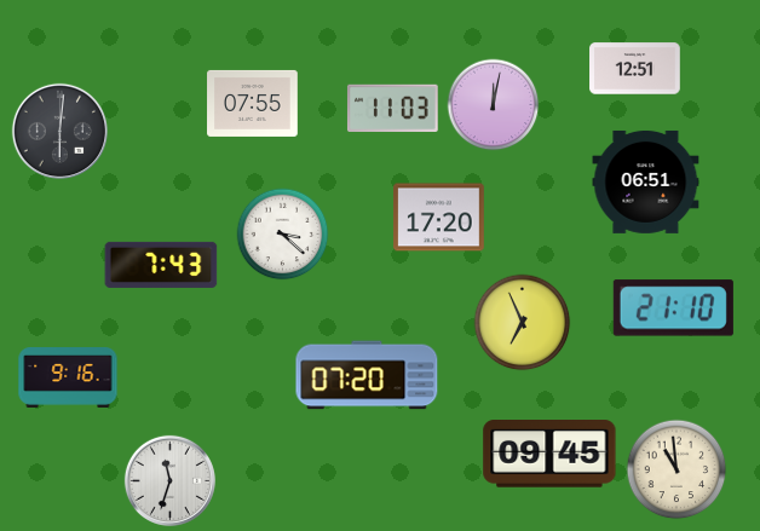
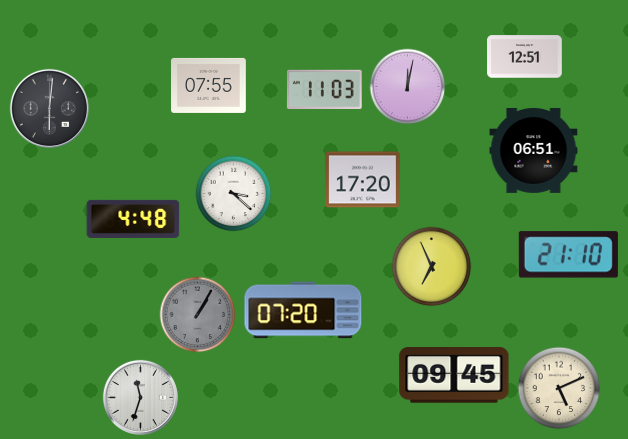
clock at (161, 265): 7:43 -> 4:48
clock at (673, 308) position: (673, 308) -> (568, 255)
clock at (68, 379): 9:16 -> none
clock at (198, 315): none -> 1:05
clock at (676, 469): 10:59 -> 5:11
